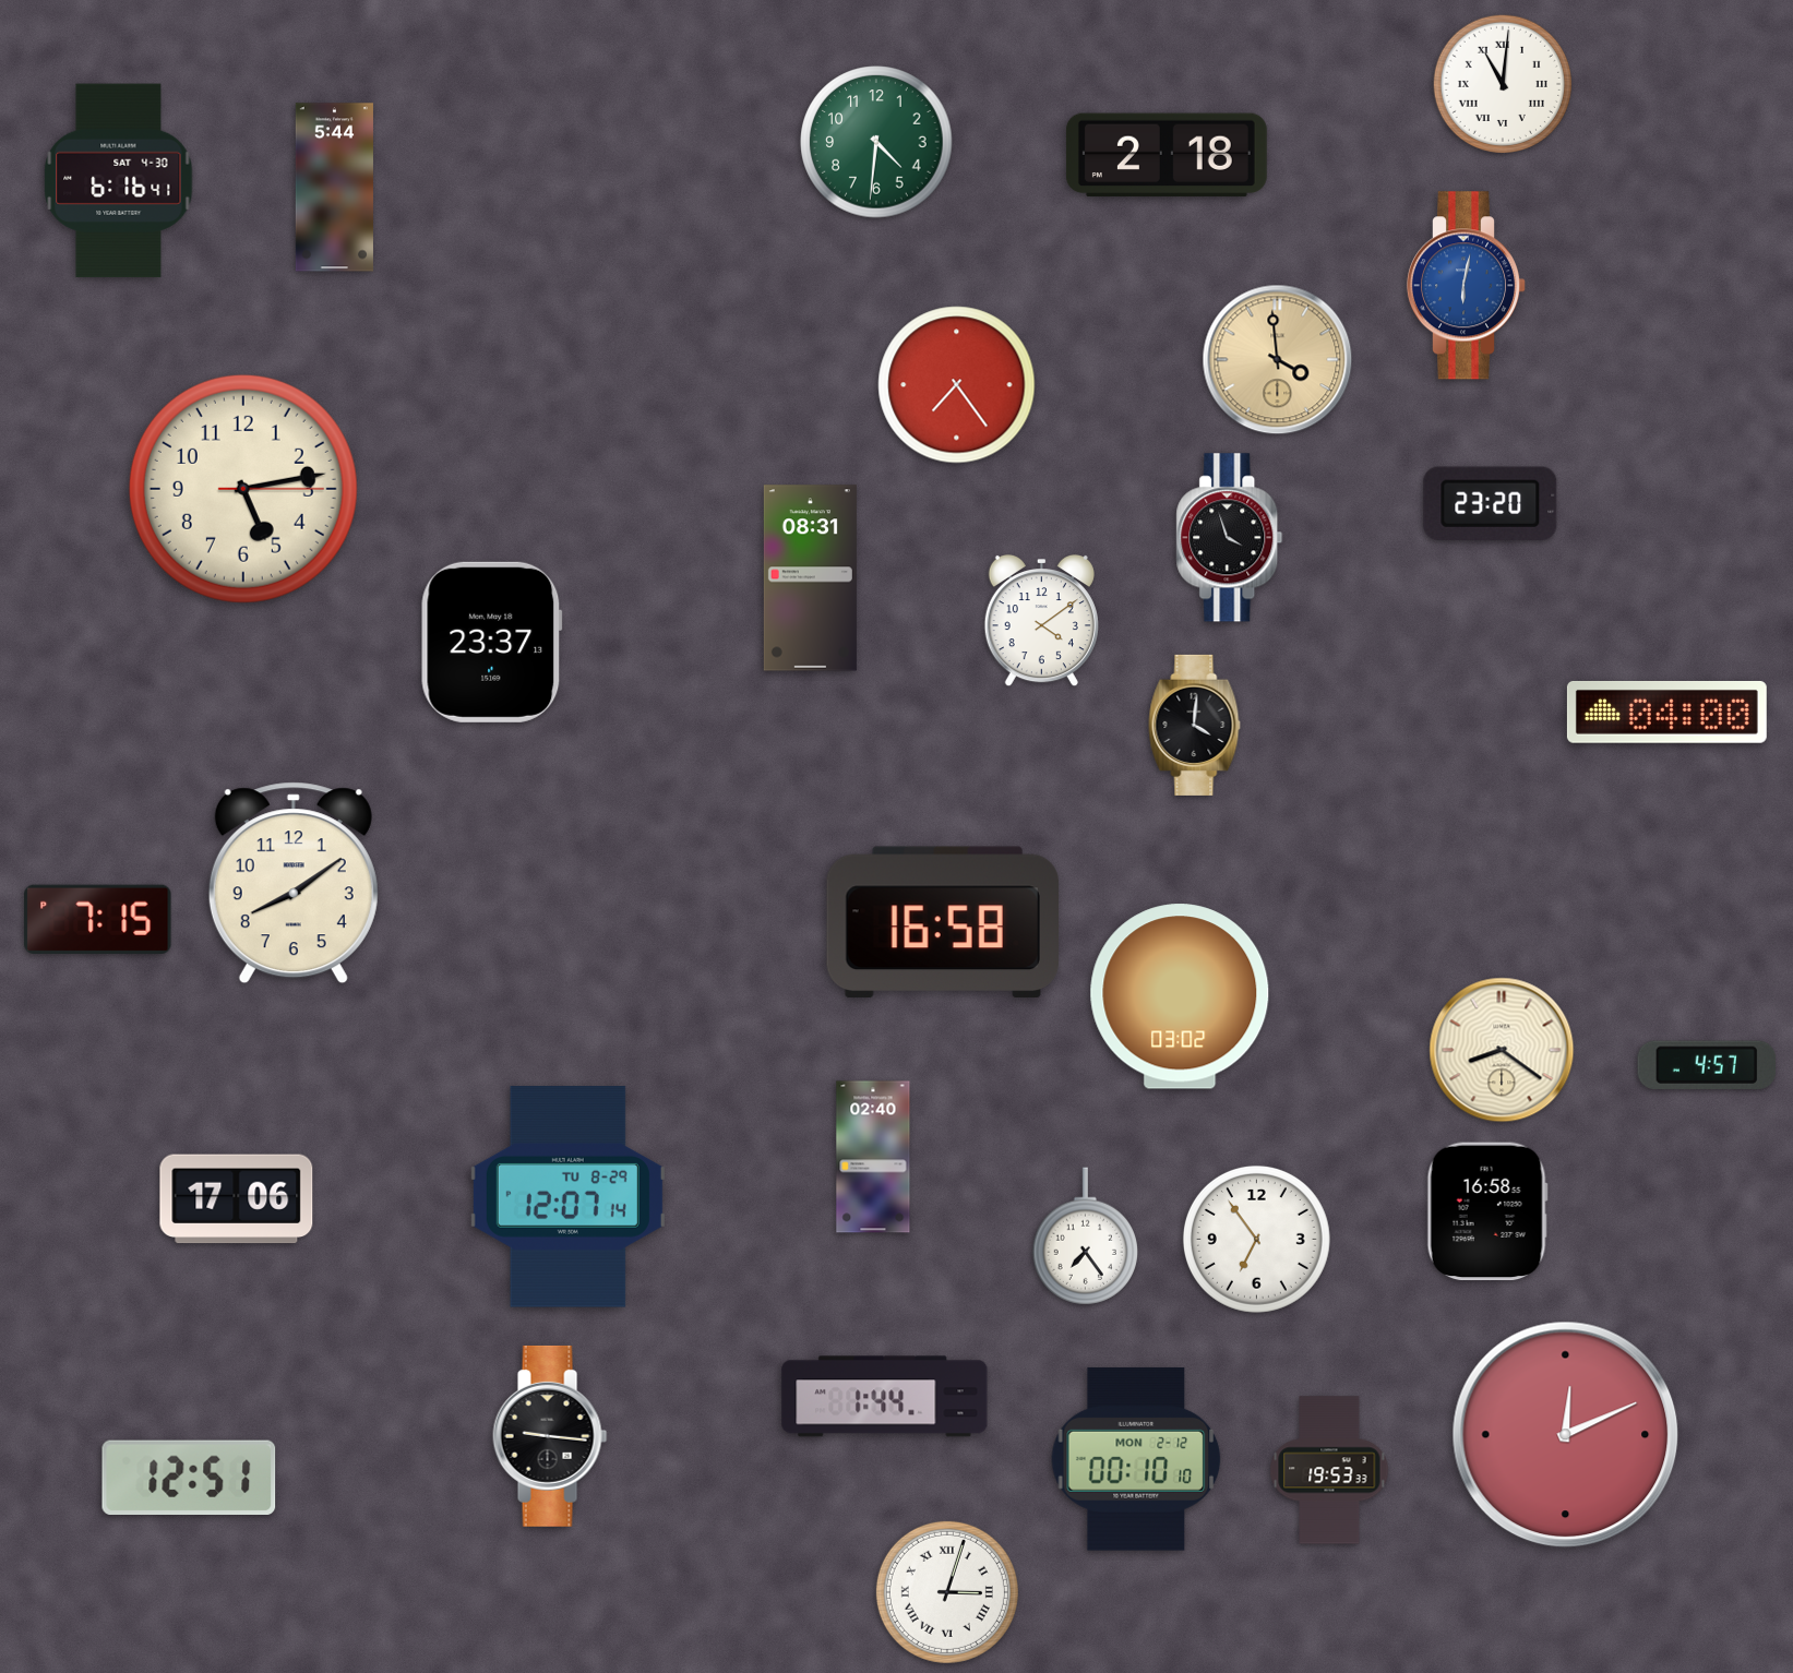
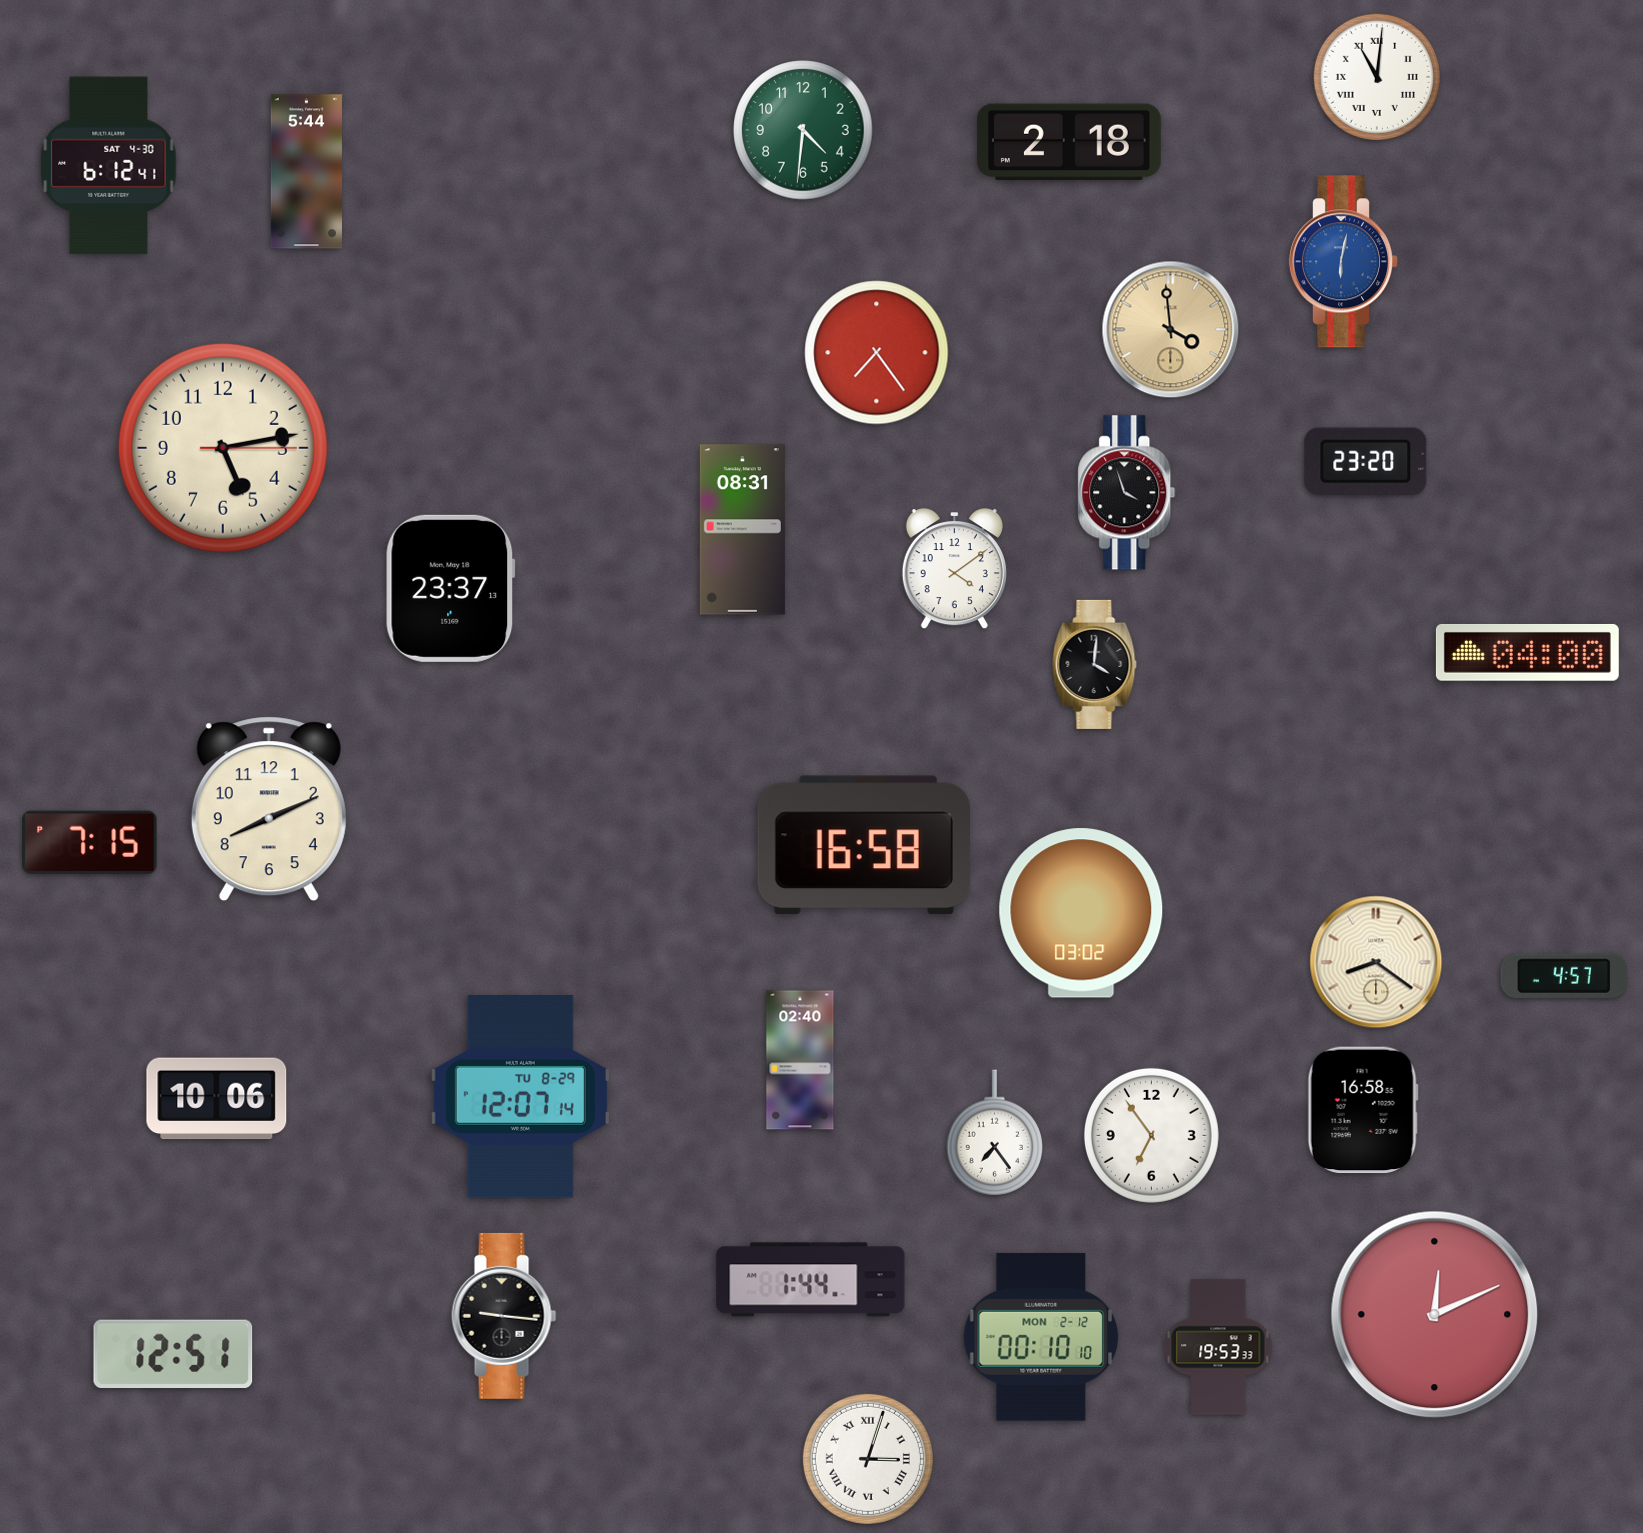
clock at (119, 181): 6:16 -> 6:12
clock at (294, 883): 8:09 -> 8:11
clock at (237, 1199): 17:06 -> 10:06
